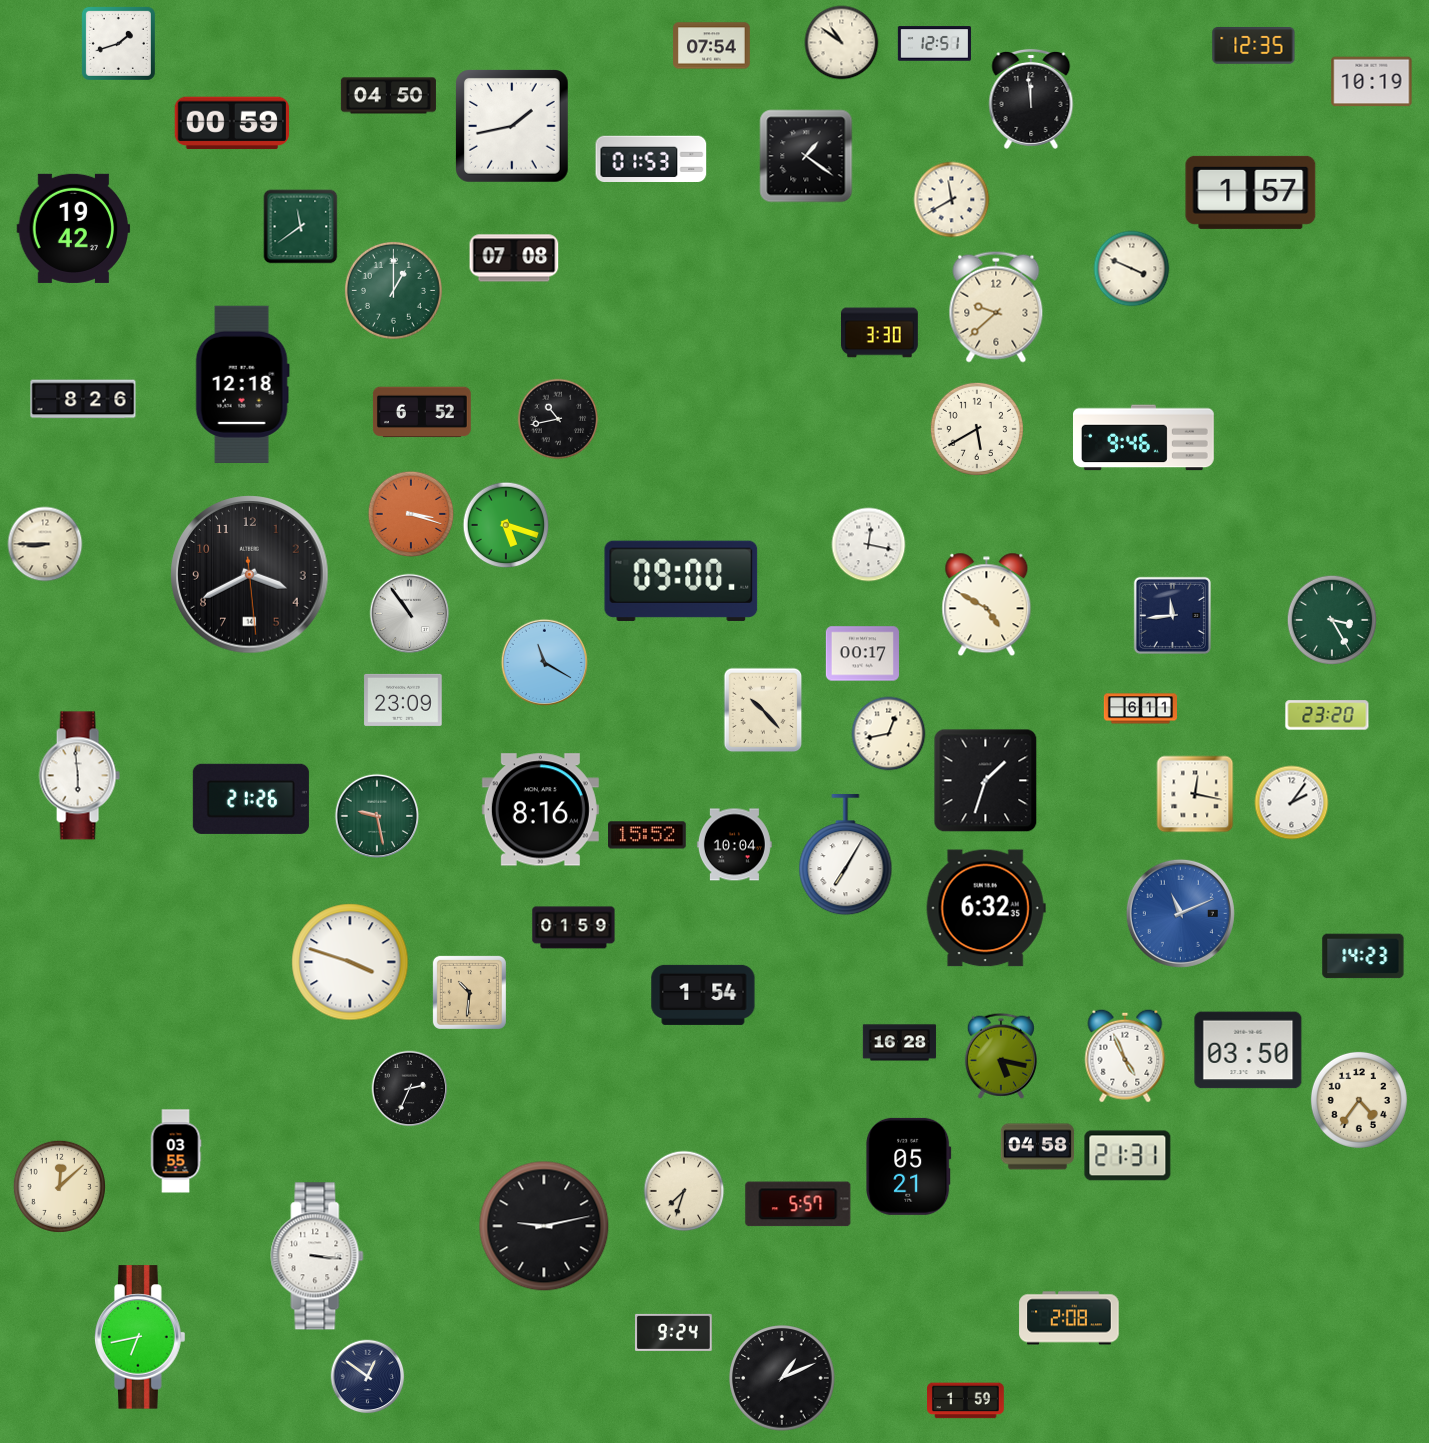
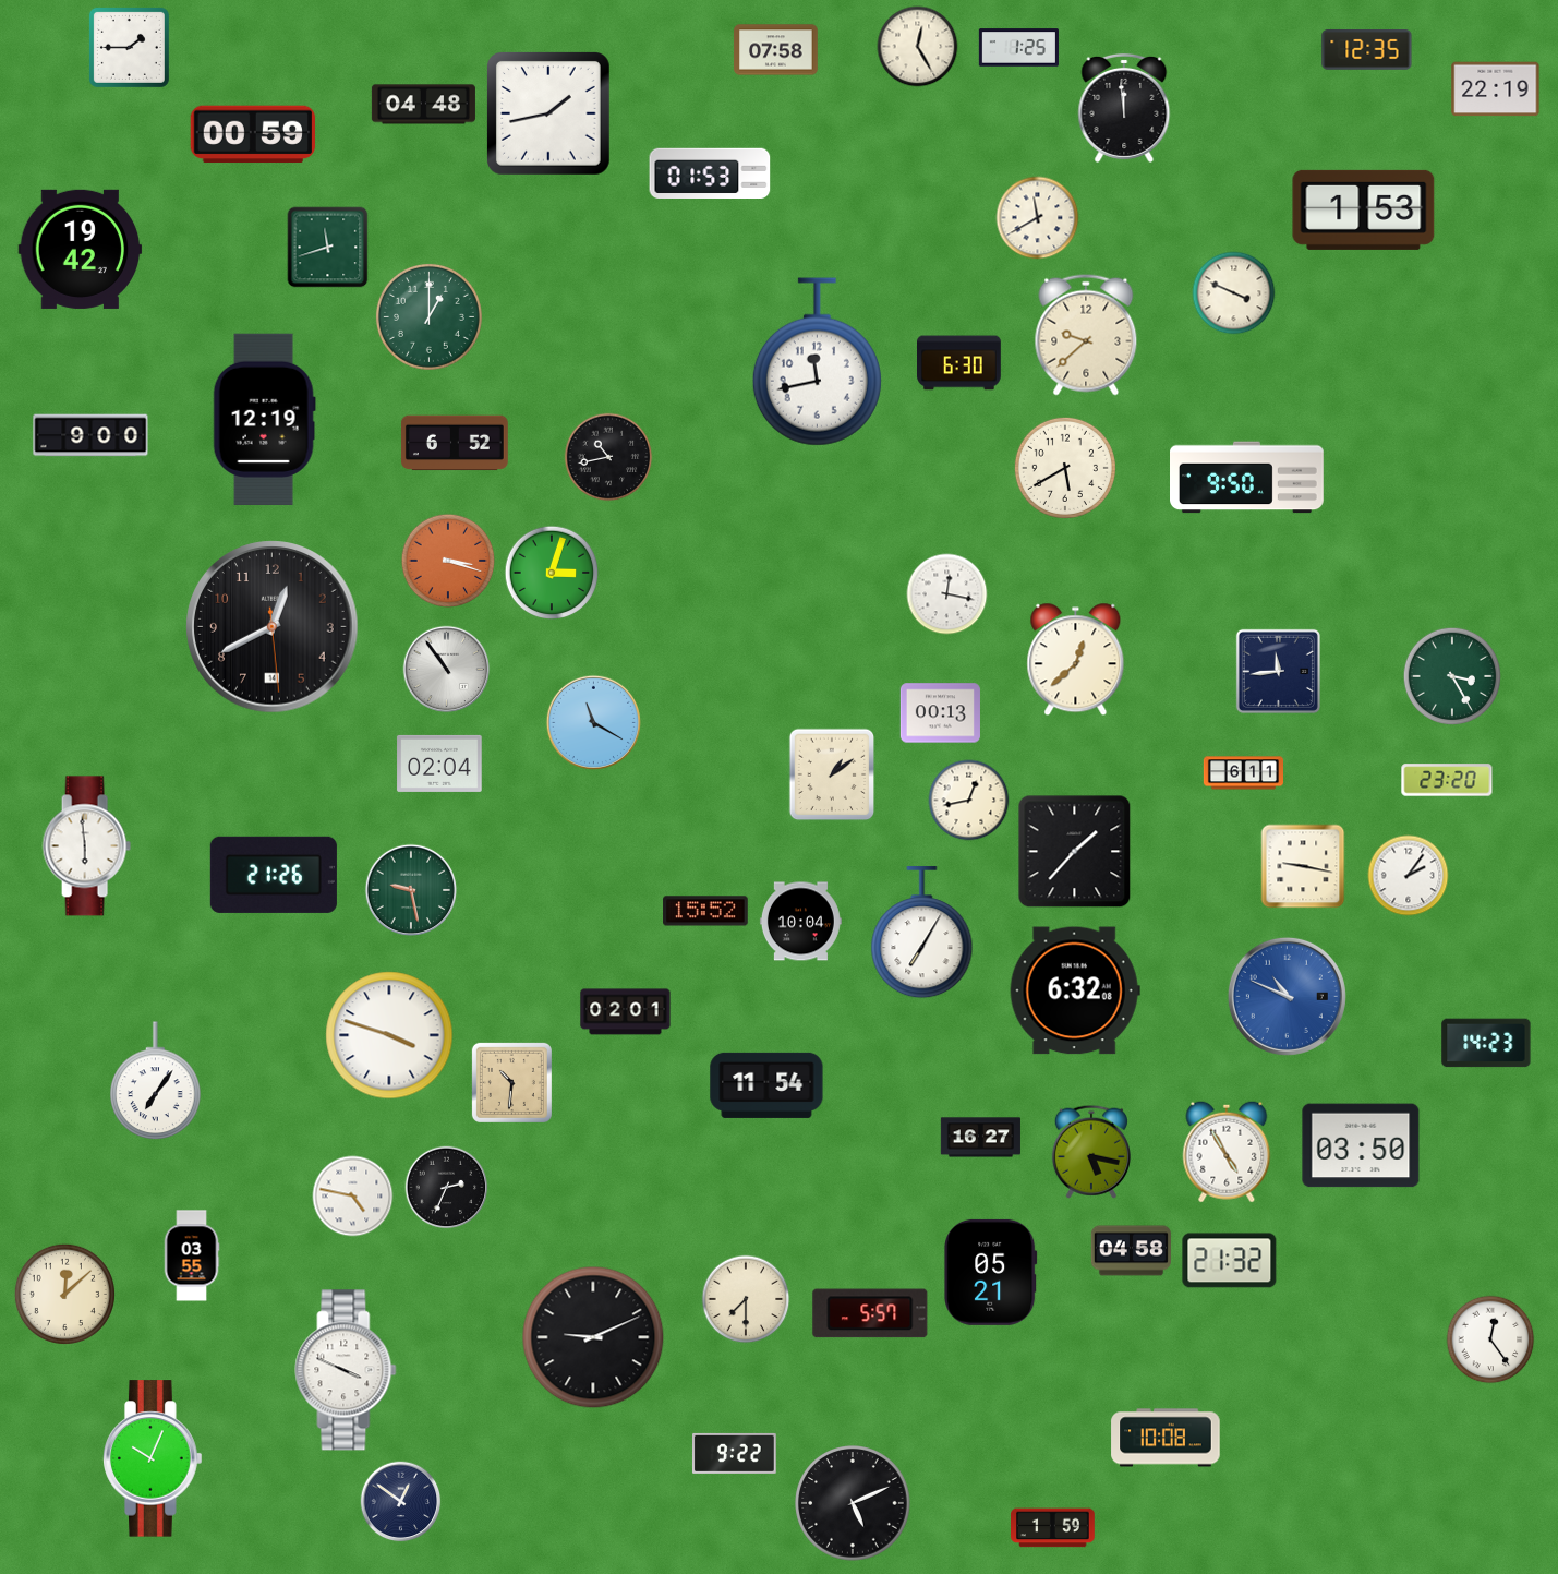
clock at (118, 43): 1:42 -> 1:45
clock at (842, 43): 10:51 -> 12:25
clock at (934, 44): 12:51 -> 1:25
clock at (712, 46): 07:54 -> 07:58
clock at (1372, 82): 10:19 -> 22:19
clock at (388, 96): 04:50 -> 04:48
clock at (513, 127) position: (513, 127) -> (549, 115)
clock at (806, 156): 1:21 -> none
clock at (1251, 192): 1:57 -> 1:53
clock at (301, 227): 11:39 -> 11:42
clock at (514, 258): 07:08 -> none
clock at (817, 362): none -> 11:43
clock at (880, 333): 3:30 -> 6:30
clock at (242, 384): 12:18 -> 12:19
clock at (83, 399): 8:26 -> 9:00
clock at (422, 412) position: (422, 412) -> (455, 443)
clock at (1144, 438): 9:46 -> 9:50
clock at (506, 525): 5:18 -> 3:03
clock at (45, 544): 8:45 -> none
clock at (250, 575): 3:40 -> 12:40
clock at (681, 581): 09:00 -> none
clock at (987, 605): 4:50 -> 12:38
clock at (862, 654): 00:17 -> 00:13
clock at (403, 700): 23:09 -> 02:04
clock at (763, 710): 10:23 -> 1:09
clock at (986, 781): 1:33 -> 1:37
clock at (1195, 794): 12:17 -> 9:17
clock at (251, 799) position: (251, 799) -> (274, 875)
clock at (540, 810): 8:16 -> none
clock at (986, 908): 6:32:35 -> 6:32:08
clock at (1180, 913): 11:11 -> 10:49
clock at (574, 928): 01:59 -> 02:01
clock at (350, 962) position: (350, 962) -> (389, 1035)
clock at (156, 1081): none -> 7:06
clock at (703, 995): 1:54 -> 11:54
clock at (899, 1043): 16:28 -> 16:27
clock at (1125, 1056): 4:56 -> 4:55
clock at (353, 1197): none -> 4:47
clock at (1359, 1100): 4:36 -> none
clock at (1128, 1156): 21:31 -> 21:32
clock at (684, 1191): 7:33 -> 7:30
clock at (544, 1226): 9:13 -> 9:11
clock at (1490, 1339): none -> 12:24
clock at (317, 1256): 3:16 -> 3:49
clock at (1069, 1318): 2:08 -> 10:08
clock at (674, 1332): 9:24 -> 9:22
clock at (140, 1337): 6:43 -> 10:04
clock at (782, 1378): 1:11 -> 5:11
